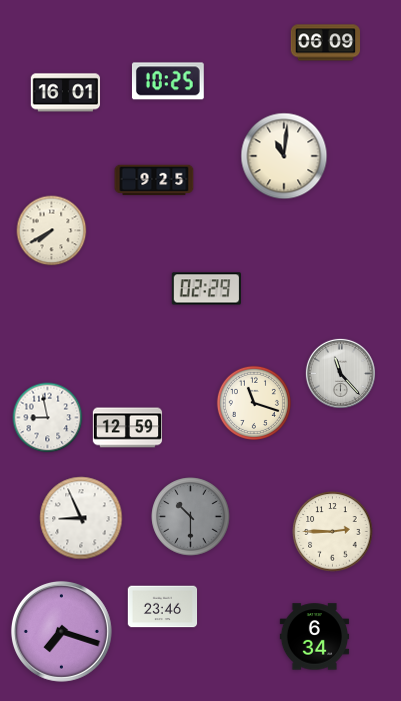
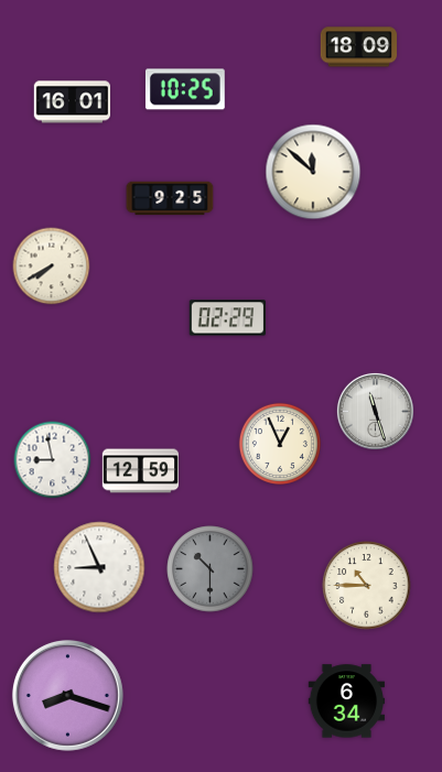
clock at (326, 43): 06:09 -> 18:09
clock at (284, 156): 11:01 -> 11:52
clock at (52, 231) position: (52, 231) -> (52, 267)
clock at (340, 373): 11:23 -> 11:27
clock at (254, 403): 11:18 -> 12:56
clock at (81, 518) position: (81, 518) -> (99, 567)
clock at (333, 532): 2:45 -> 10:45
clock at (163, 607): 23:46 -> none
clock at (61, 631): 7:18 -> 8:18
